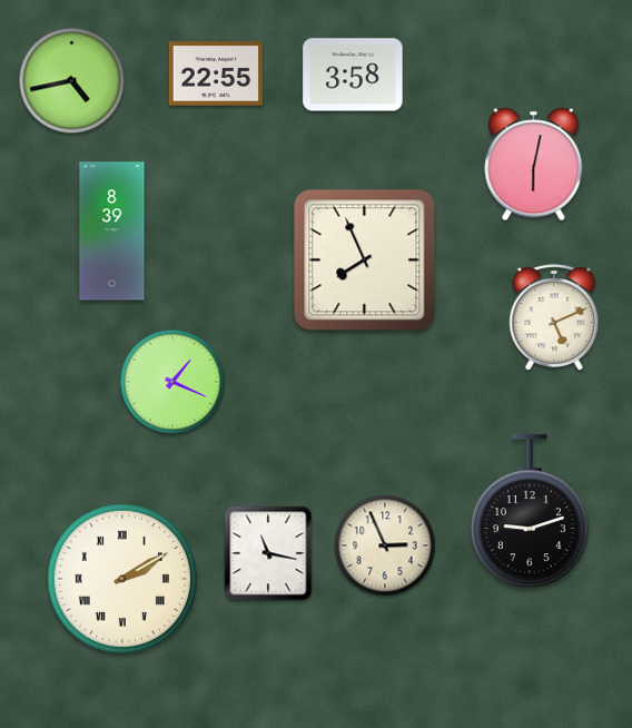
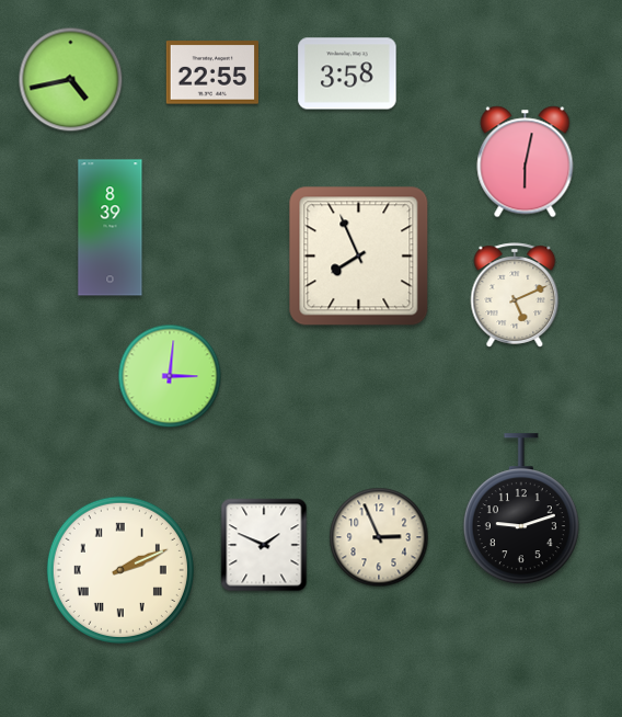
clock at (554, 317) position: (554, 317) -> (515, 295)
clock at (172, 382): 1:19 -> 3:01
clock at (530, 512) position: (530, 512) -> (521, 510)
clock at (268, 553): 11:17 -> 1:49
clock at (122, 579): 2:10 -> 2:11
